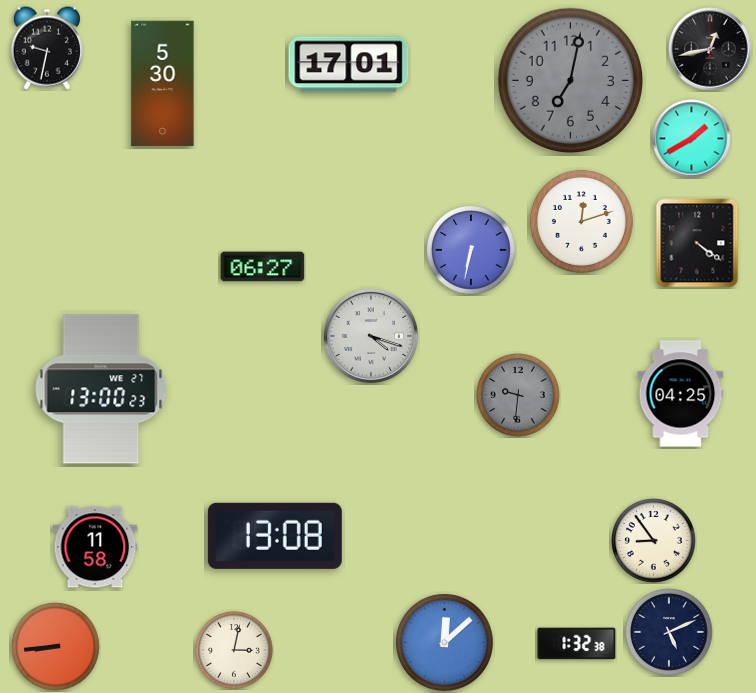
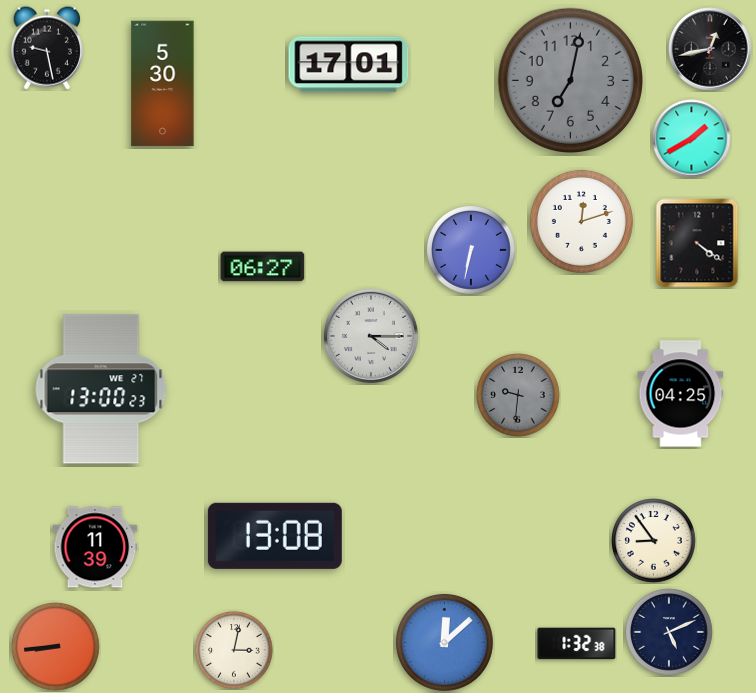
clock at (47, 48): 9:32 -> 9:28
clock at (371, 336): 4:18 -> 4:15
clock at (95, 547): 11:58 -> 11:39
